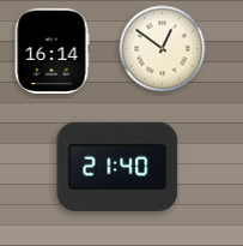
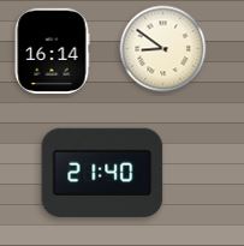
clock at (163, 49): 12:51 -> 8:51
clock at (117, 167) position: (117, 167) -> (102, 173)
